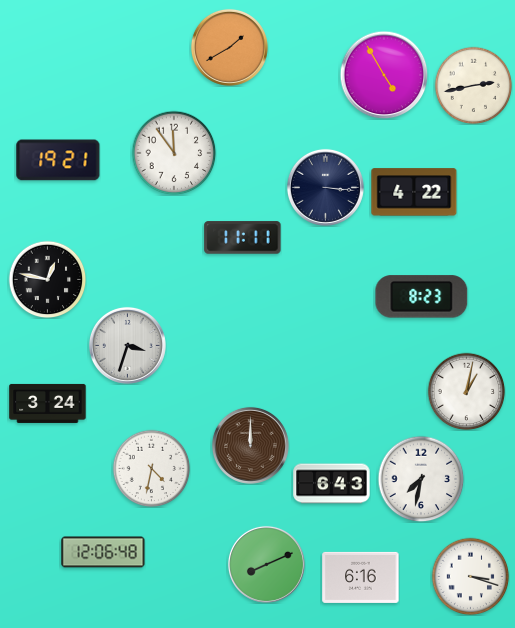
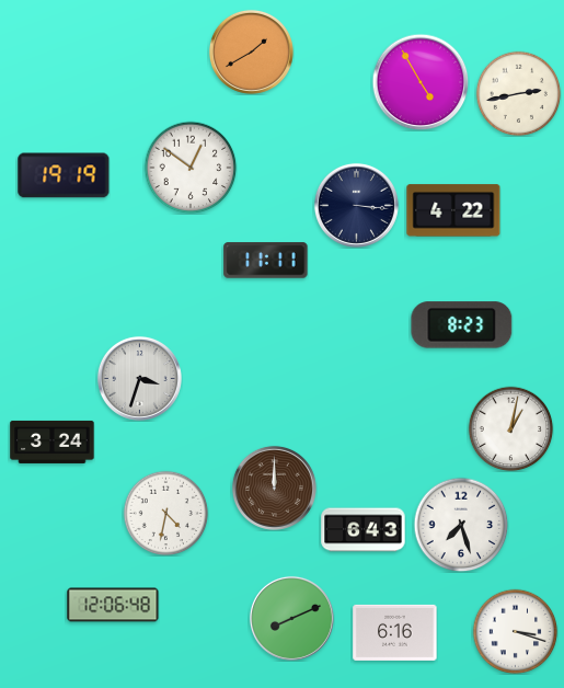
clock at (174, 153): 11:54 -> 12:51
clock at (58, 160): 19:21 -> 19:19
clock at (47, 279): 12:47 -> none
clock at (421, 479): 7:32 -> 7:27
